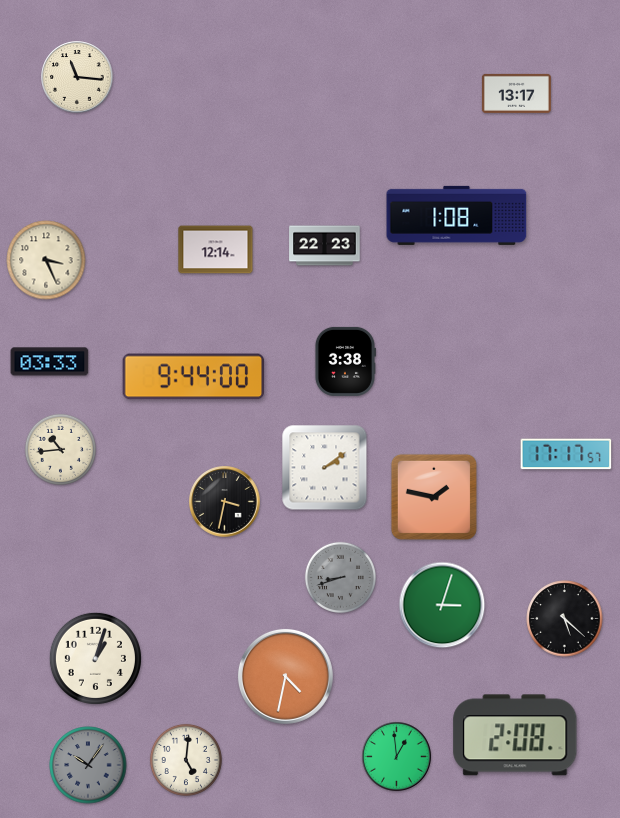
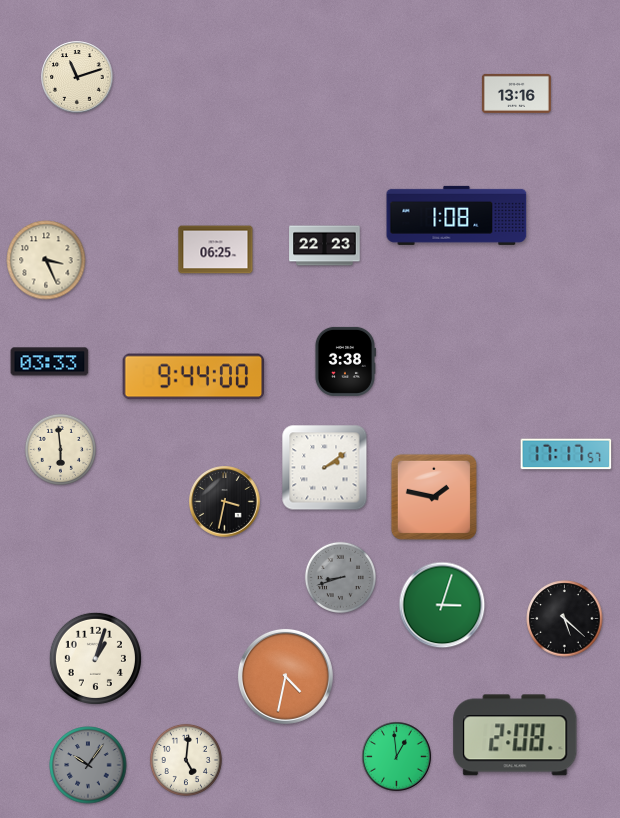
clock at (77, 77): 11:16 -> 11:12
clock at (516, 93): 13:17 -> 13:16
clock at (216, 250): 12:14 -> 06:25
clock at (60, 449): 10:44 -> 5:59
